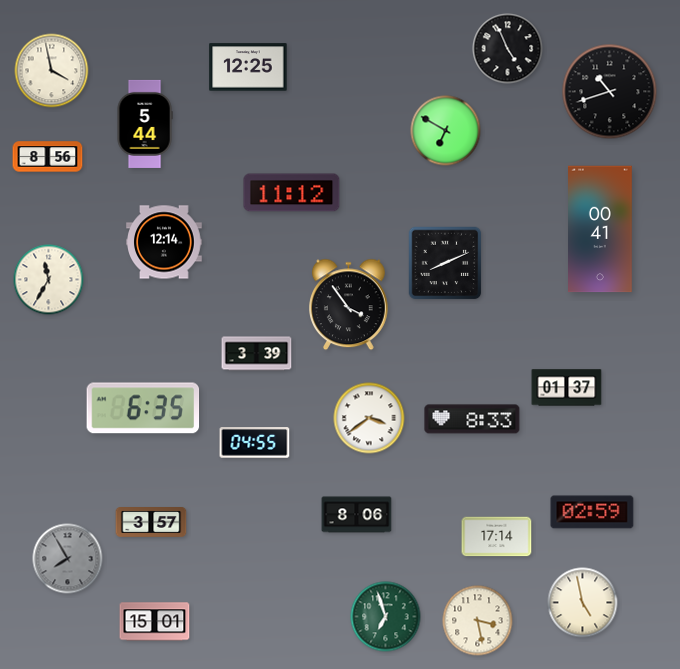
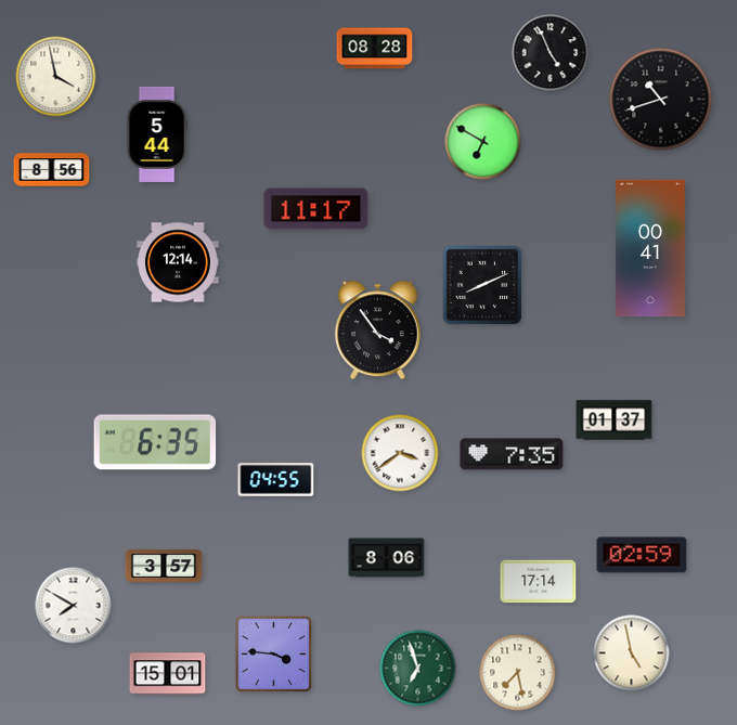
clock at (375, 49): none -> 08:28
clock at (248, 67): 12:25 -> none
clock at (292, 193): 11:12 -> 11:17
clock at (49, 280): 11:35 -> none
clock at (257, 354): 3:39 -> none
clock at (472, 419): 8:33 -> 7:35
clock at (68, 559): 7:55 -> 7:50
clock at (68, 559) dial: grey -> white
clock at (274, 655): none -> 3:46
clock at (478, 621): 3:28 -> 7:28
